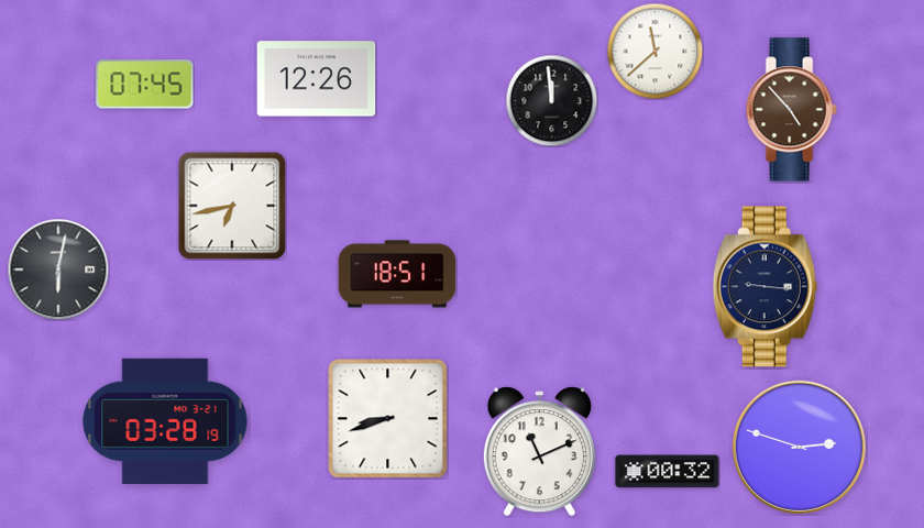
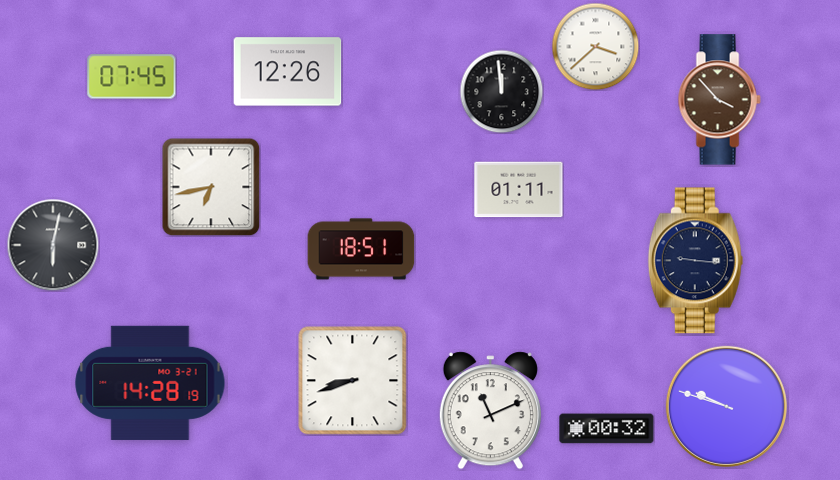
clock at (654, 51): 11:38 -> 3:38
clock at (791, 110): 4:53 -> 3:53
clock at (519, 190): none -> 01:11
clock at (165, 421): 03:28 -> 14:28
clock at (799, 447): 2:48 -> 9:48
